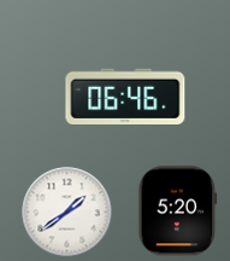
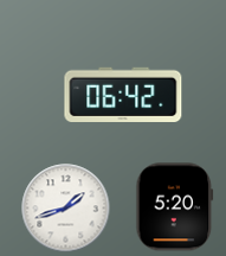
clock at (125, 95): 06:46 -> 06:42
clock at (67, 213): 1:39 -> 1:42
